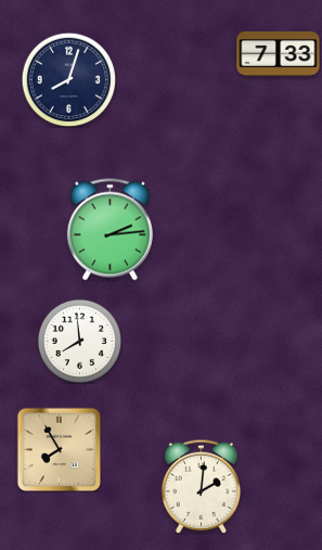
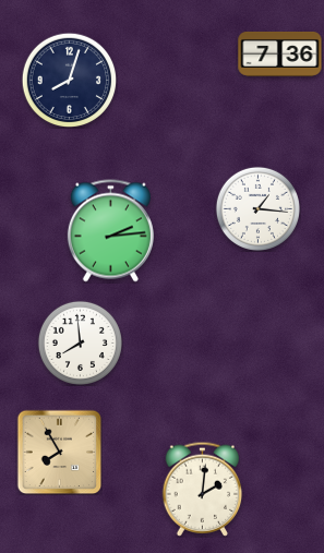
clock at (279, 53): 7:33 -> 7:36
clock at (257, 208): none -> 1:16
